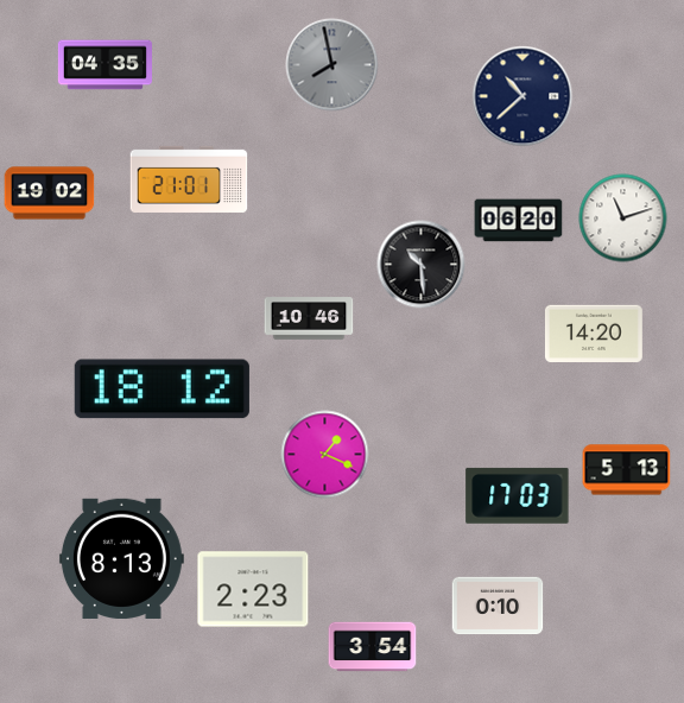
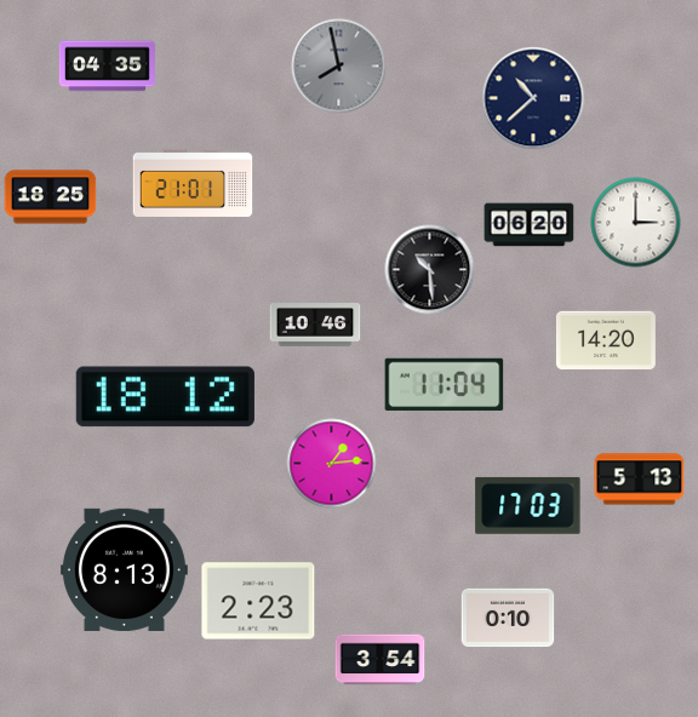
clock at (50, 194): 19:02 -> 18:25
clock at (623, 218): 11:12 -> 3:00
clock at (445, 385): none -> 11:04
clock at (325, 455): 1:19 -> 1:14
